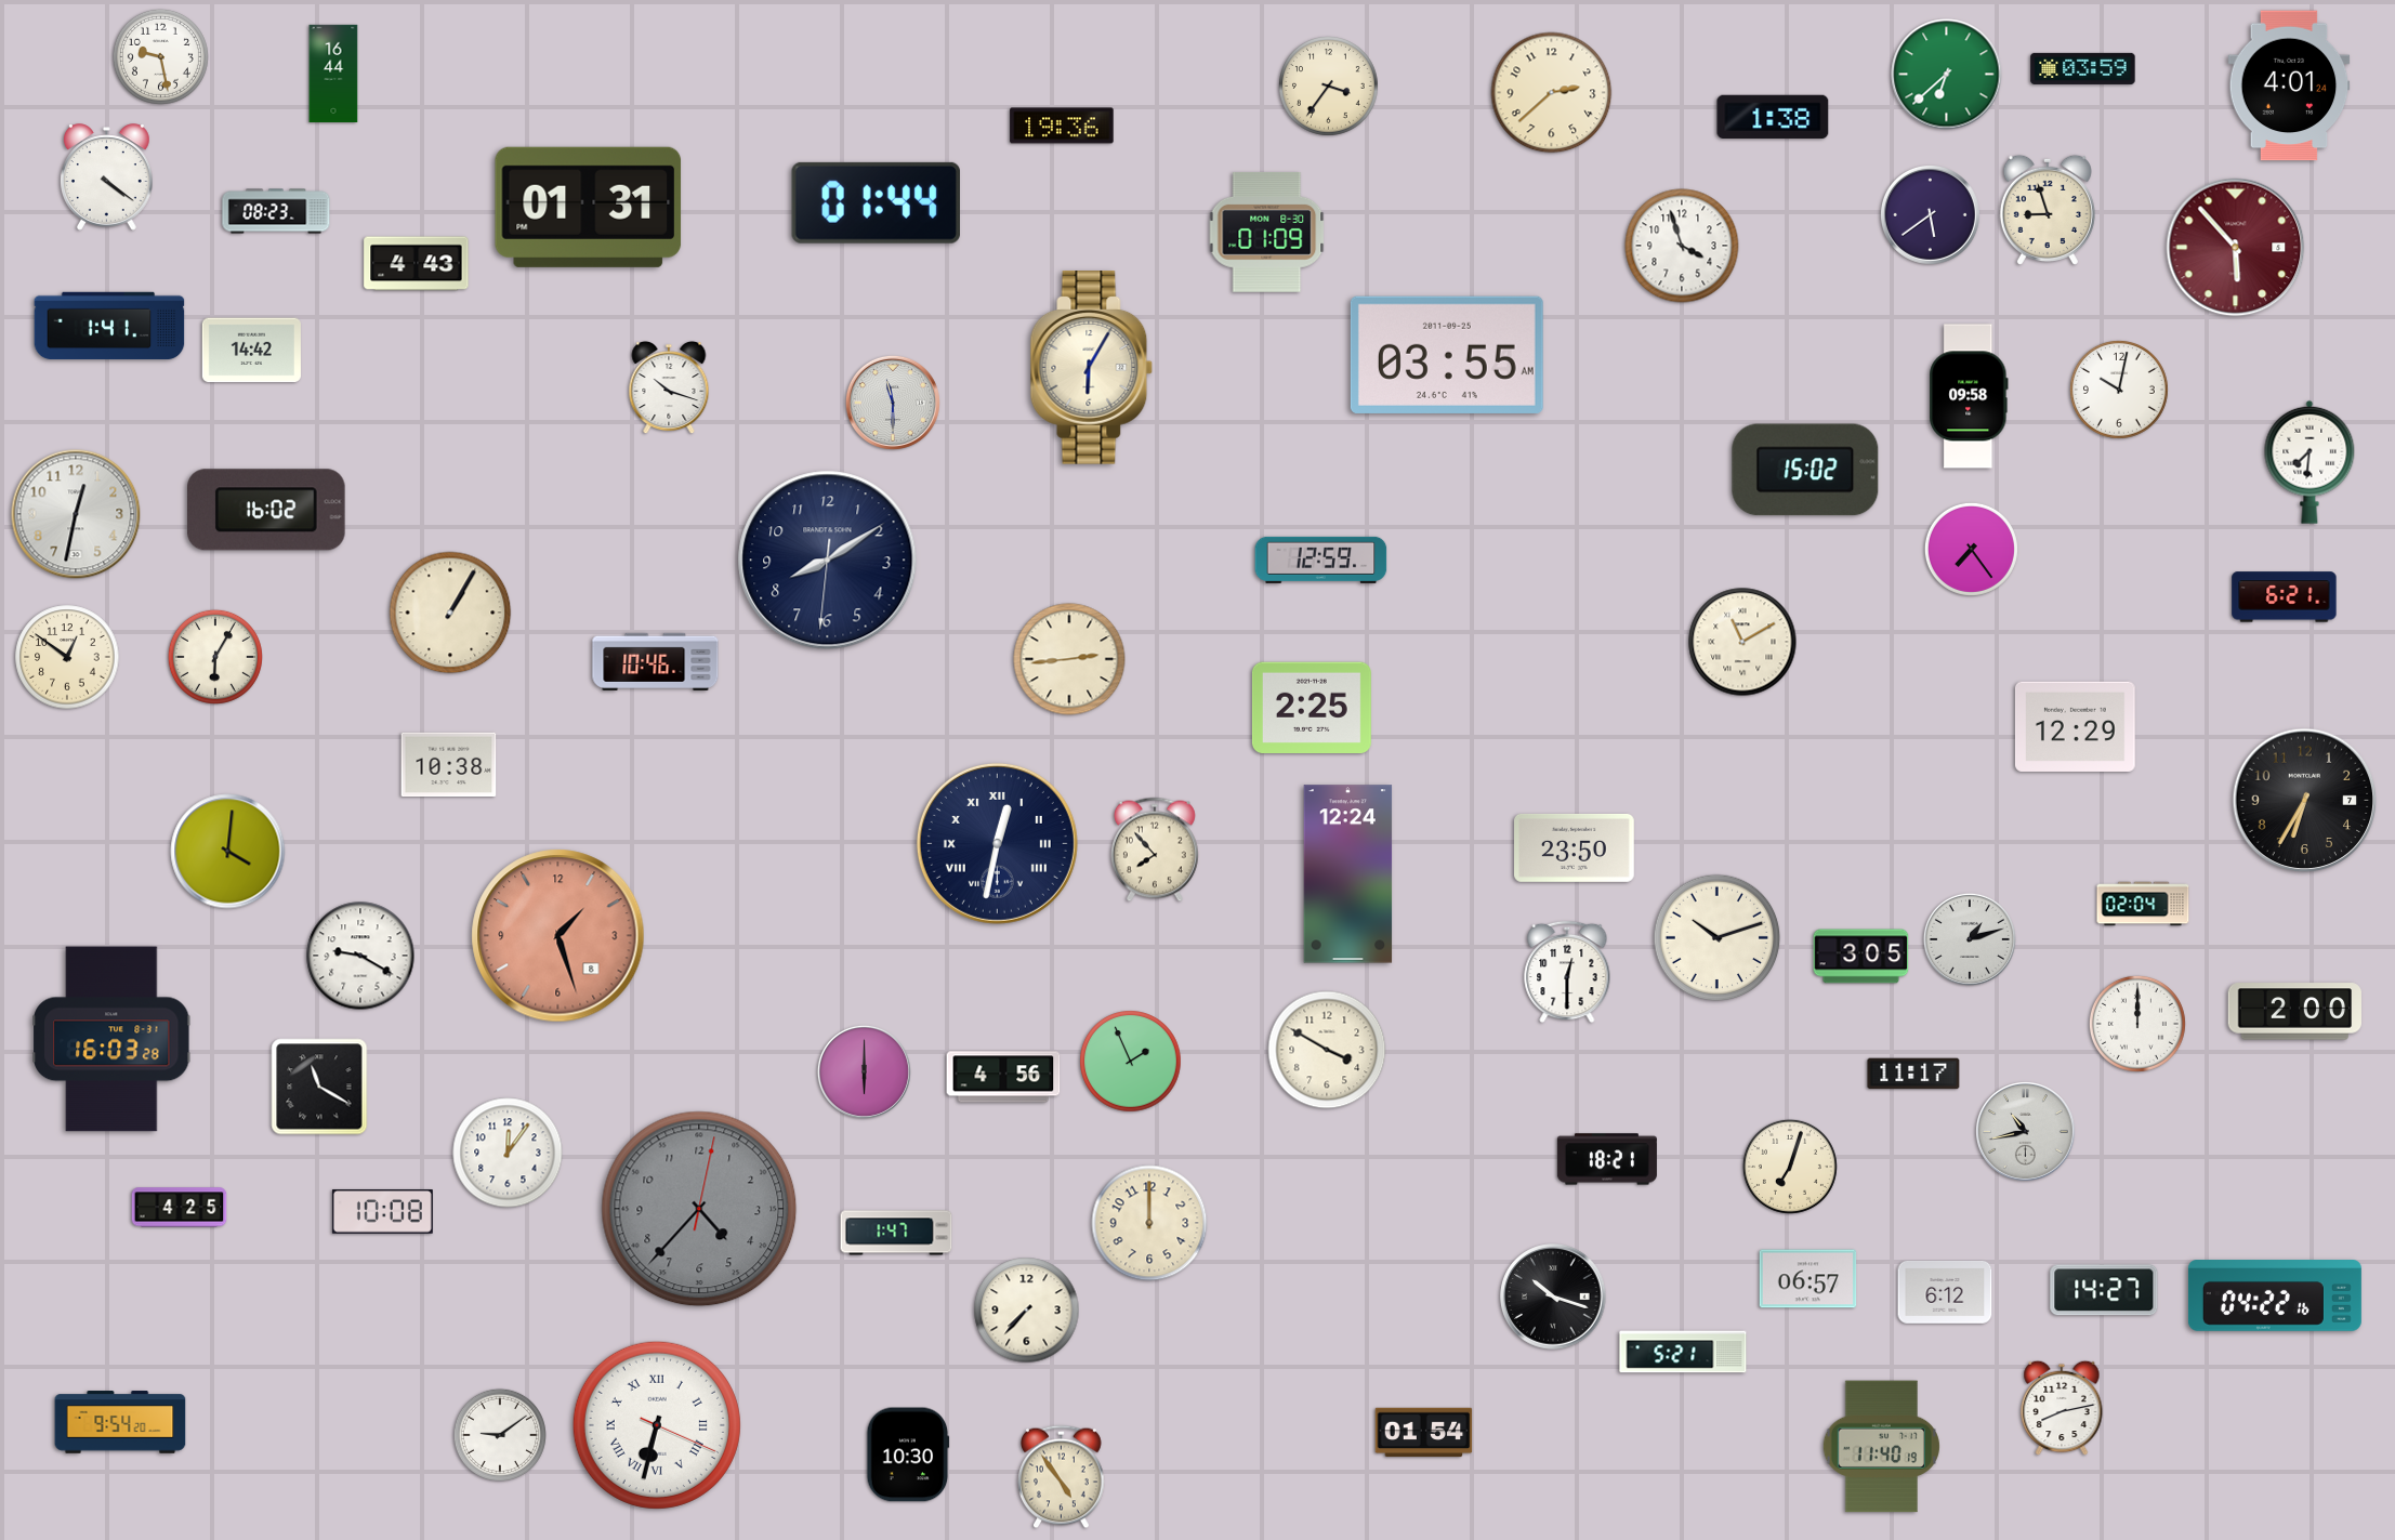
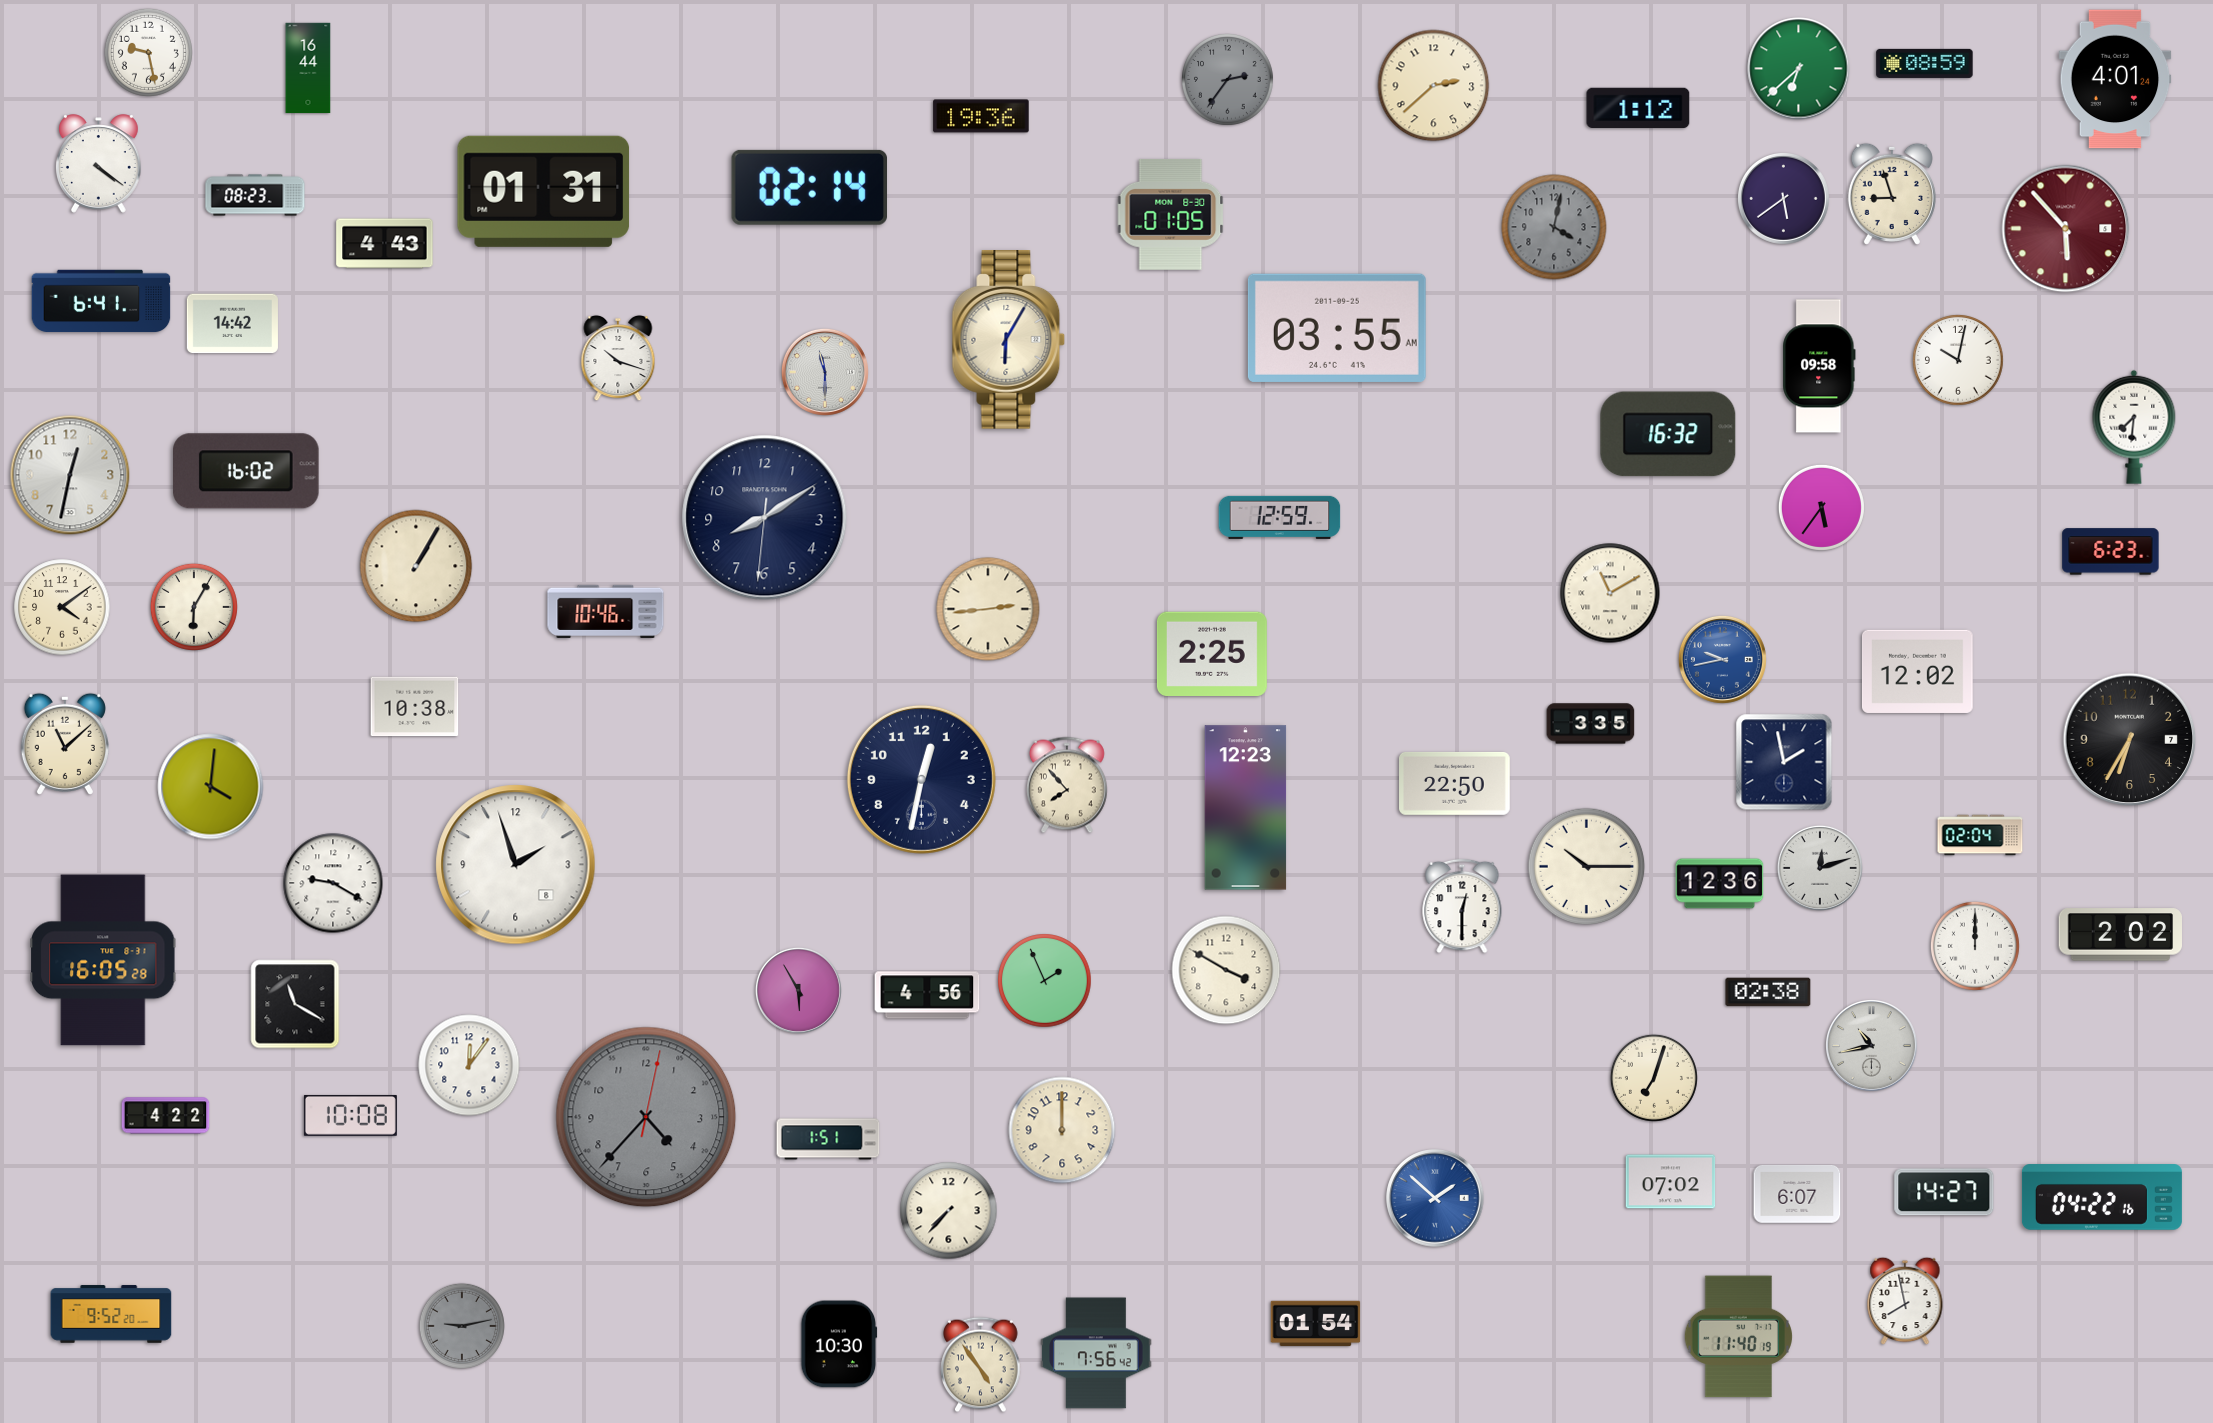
clock at (2083, 68): 03:59 -> 08:59
clock at (1329, 87): 3:36 -> 2:36
clock at (1329, 87) dial: cream -> grey
clock at (1773, 116): 1:38 -> 1:12
clock at (876, 202): 01:44 -> 02:14
clock at (1267, 232): 01:09 -> 01:05
clock at (1682, 246): 3:57 -> 4:02
clock at (1682, 246) dial: white -> grey
clock at (109, 326): 1:41 -> 6:41
clock at (1805, 470): 15:02 -> 16:32
clock at (1971, 549): 7:24 -> 5:36
clock at (1321, 560) position: (1321, 560) -> (1280, 517)
clock at (2285, 597): 6:21 -> 6:23
clock at (67, 657): 12:51 -> 4:09
clock at (215, 657) position: (215, 657) -> (194, 607)
clock at (1722, 659): none -> 9:43
clock at (2075, 726): 12:29 -> 12:02
clock at (1591, 724): none -> 3:35
clock at (65, 744): none -> 11:08
clock at (1784, 762): none -> 1:58
clock at (997, 843) numerals: Roman -> Arabic
clock at (1575, 847): 23:50 -> 22:50
clock at (1348, 874): 12:24 -> 12:23
clock at (558, 936): 1:27 -> 1:57
clock at (558, 936) dial: salmon -> white
clock at (1718, 938): 10:12 -> 10:15
clock at (1970, 939): 1:12 -> 12:12
clock at (1861, 957): 3:05 -> 12:36
clock at (1567, 972) position: (1567, 972) -> (1462, 906)
clock at (2294, 1012): 2:00 -> 2:02
clock at (111, 1039): 16:03 -> 16:05
clock at (864, 1071): 6:00 -> 5:55
clock at (1913, 1074): 11:17 -> 02:38
clock at (1607, 1159): 18:21 -> none
clock at (180, 1208): 4:25 -> 4:22
clock at (382, 1211) position: (382, 1211) -> (350, 1115)
clock at (896, 1233): 1:47 -> 1:51
clock at (1808, 1279): 06:57 -> 07:02
clock at (1945, 1292): 6:12 -> 6:07
clock at (1553, 1297): 10:18 -> 1:52
clock at (1553, 1297) dial: black -> blue
clock at (1683, 1352): 5:21 -> none
clock at (2062, 1408): 8:13 -> 7:58
clock at (120, 1422): 9:54 -> 9:52
clock at (657, 1425): 6:32 -> none
clock at (500, 1435): 9:09 -> 9:13
clock at (500, 1435) dial: white -> grey
clock at (1096, 1353): none -> 7:56
